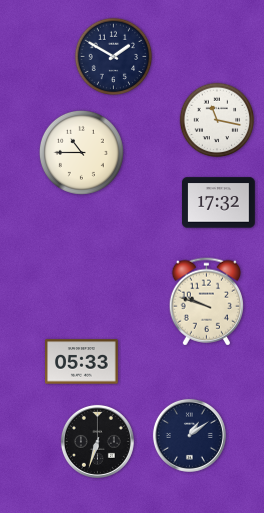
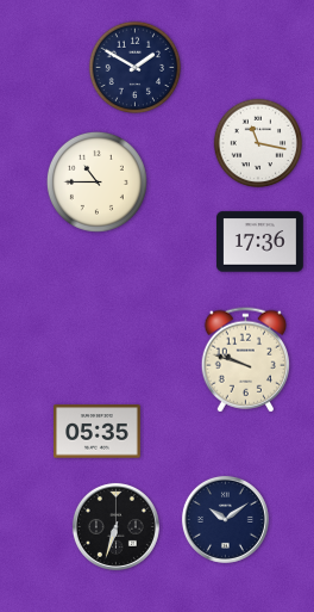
clock at (219, 203): 17:32 -> 17:36
clock at (82, 362): 05:33 -> 05:35
clock at (189, 435): 1:09 -> 10:09
